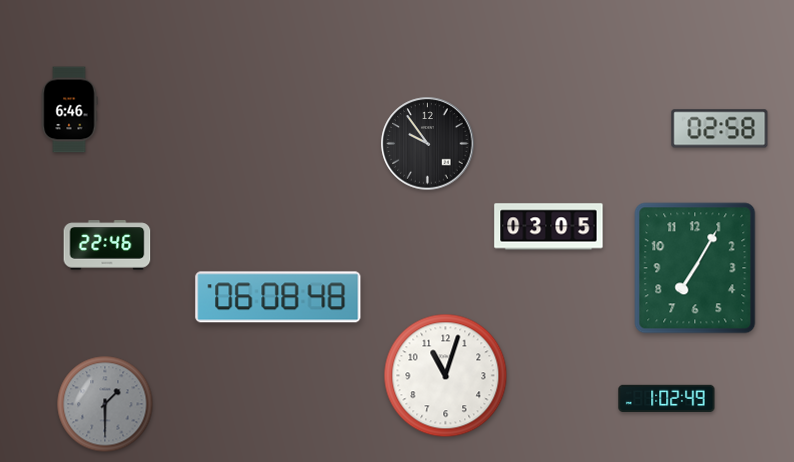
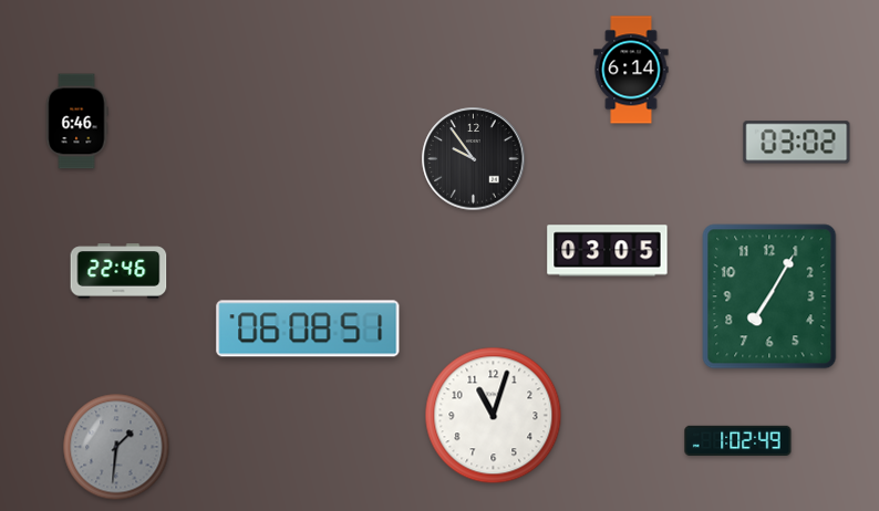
clock at (631, 70): none -> 6:14
clock at (720, 129): 02:58 -> 03:02
clock at (278, 297): 06:08:48 -> 06:08:51
clock at (105, 404): 1:30 -> 1:31
